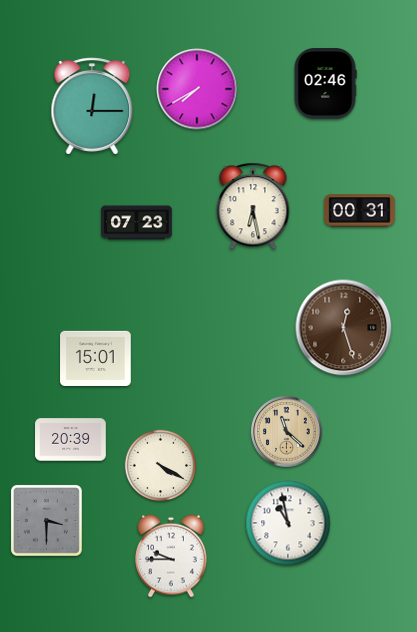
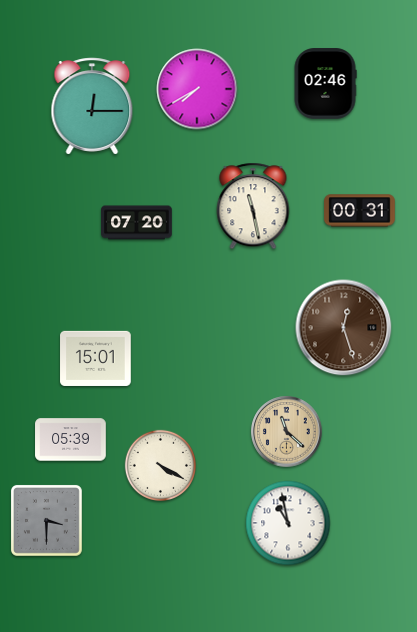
clock at (253, 206): 6:28 -> 11:28
clock at (137, 223): 07:23 -> 07:20
clock at (71, 440): 20:39 -> 05:39
clock at (172, 556): 9:45 -> none
